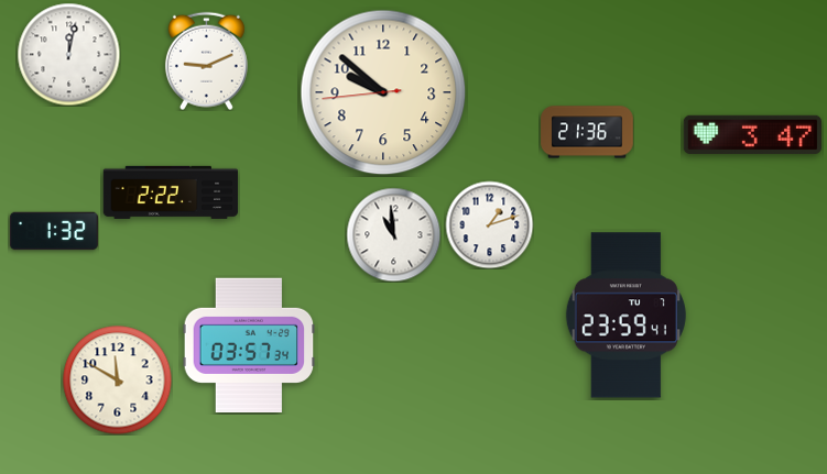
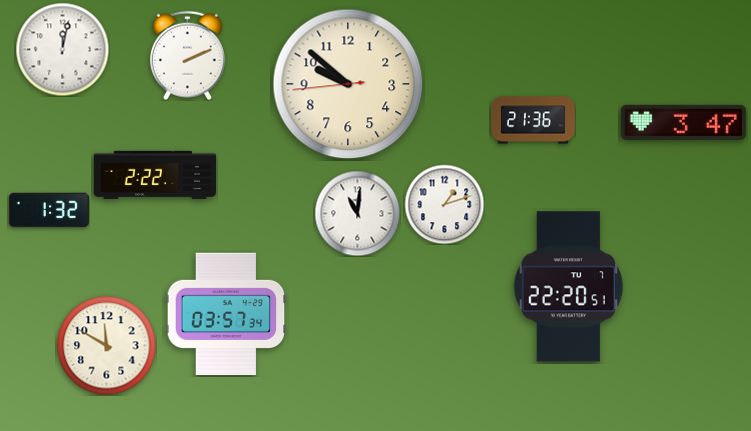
clock at (206, 60): 9:11 -> 2:11
clock at (393, 234): 10:59 -> 11:01
clock at (625, 316): 23:59 -> 22:20
